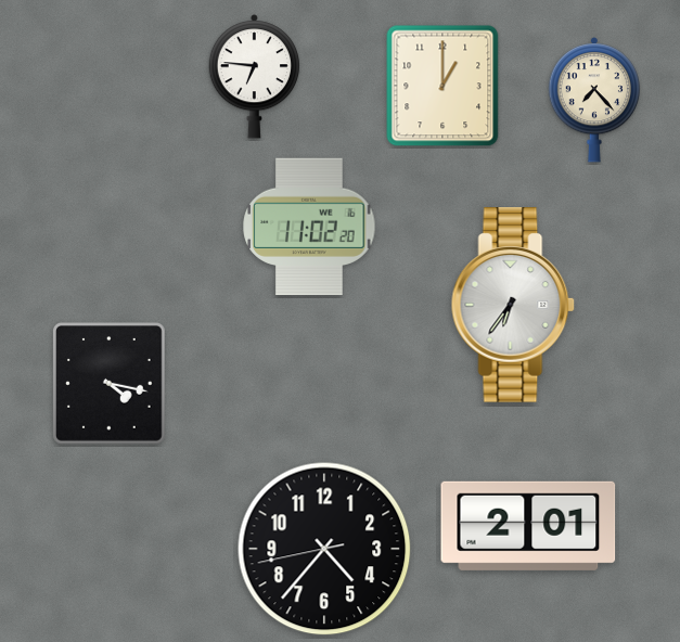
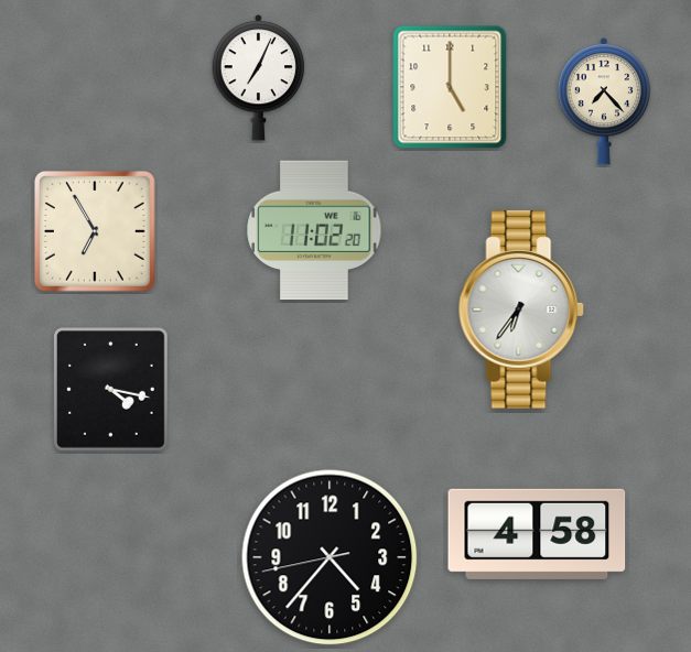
clock at (255, 77): 6:46 -> 7:04
clock at (442, 86): 1:00 -> 5:00
clock at (95, 231): none -> 6:55
clock at (528, 526): 2:01 -> 4:58
